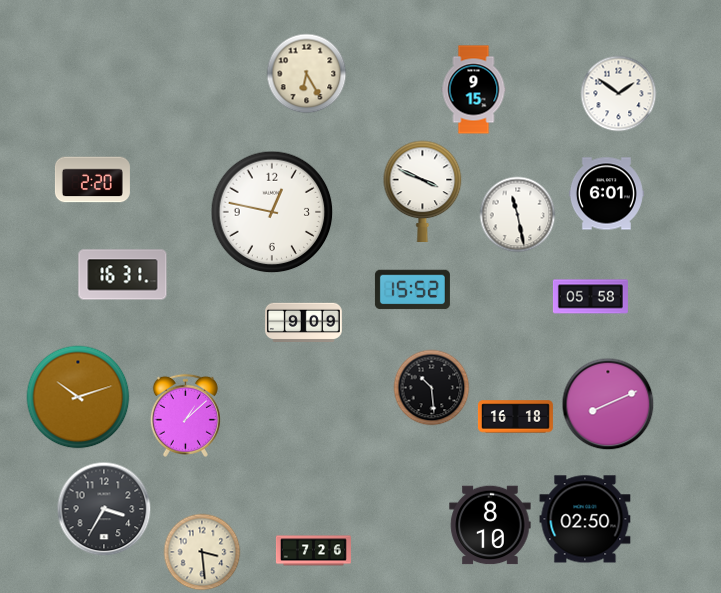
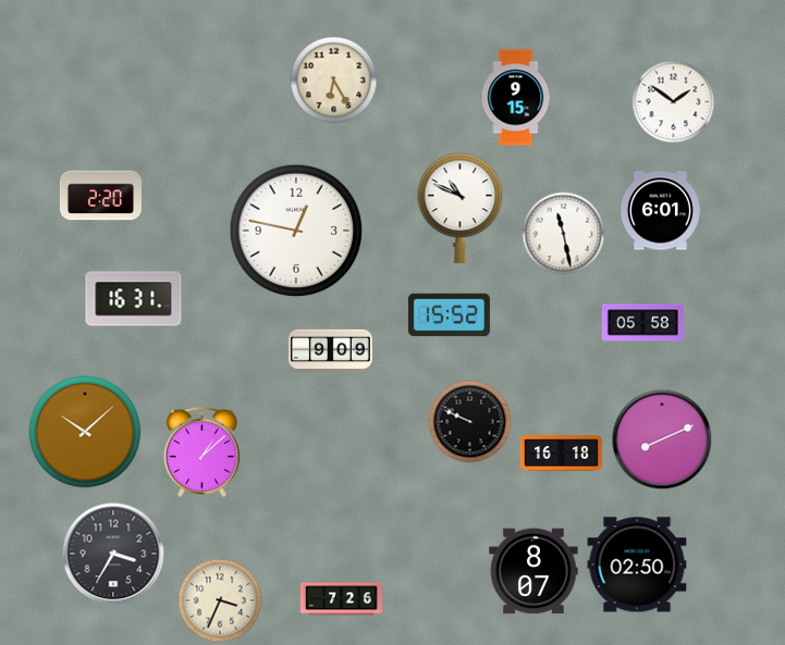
clock at (423, 191): 3:49 -> 10:49
clock at (432, 388): 10:29 -> 9:49
clock at (78, 397): 10:12 -> 10:08
clock at (490, 525): 8:10 -> 8:07
clock at (202, 552): 3:29 -> 3:34
